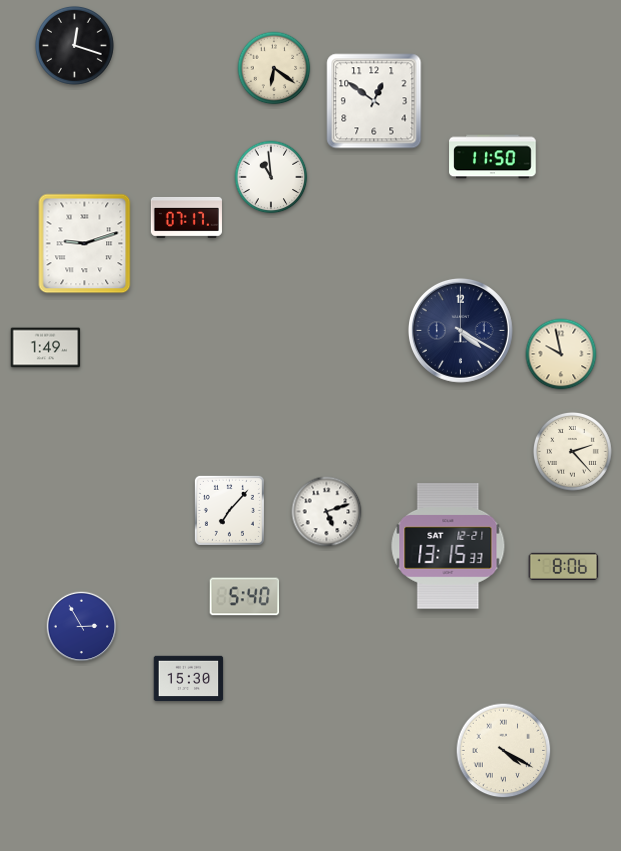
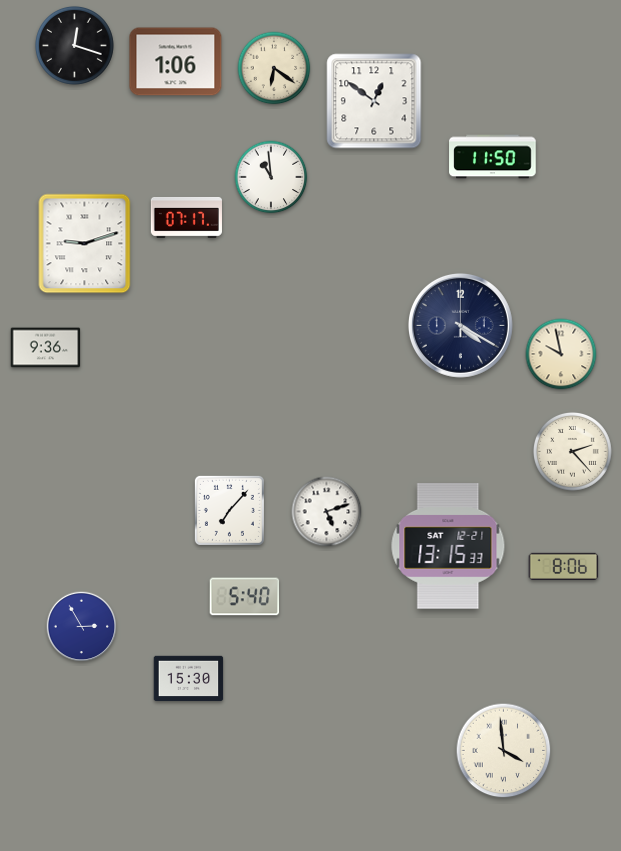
clock at (176, 62): none -> 1:06
clock at (460, 330) position: (460, 330) -> (460, 325)
clock at (46, 348): 1:49 -> 9:36
clock at (504, 751): 4:20 -> 3:59
